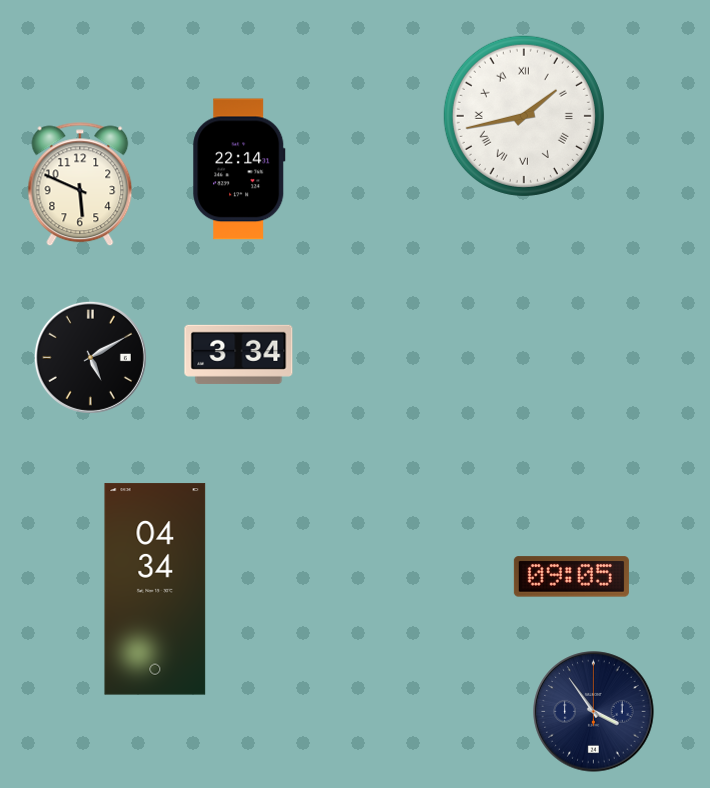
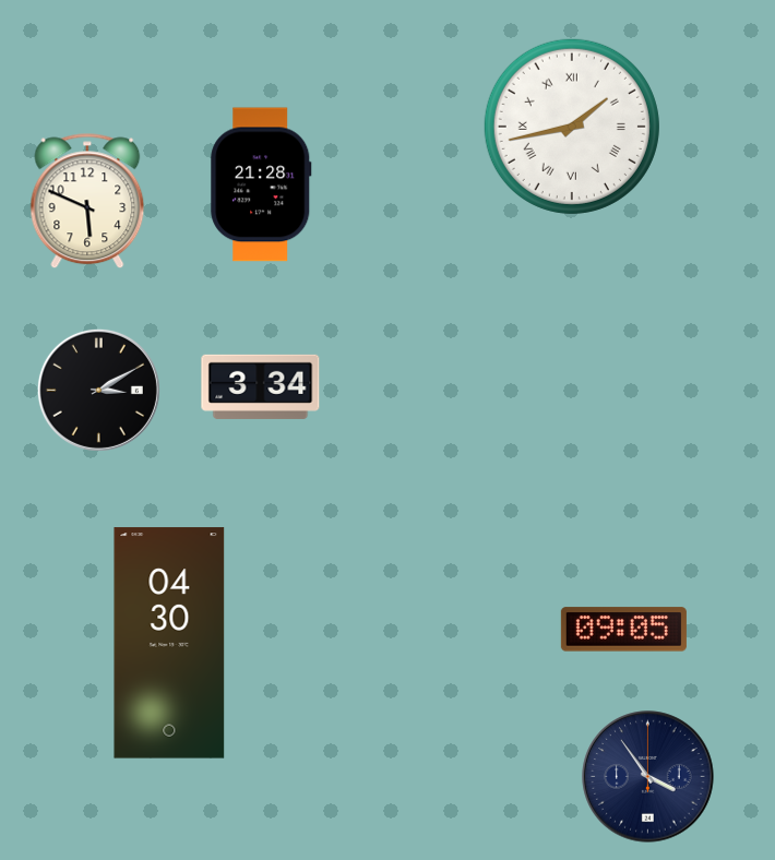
clock at (239, 169): 22:14 -> 21:28
clock at (90, 357): 5:10 -> 3:10
clock at (155, 589): 04:34 -> 04:30
